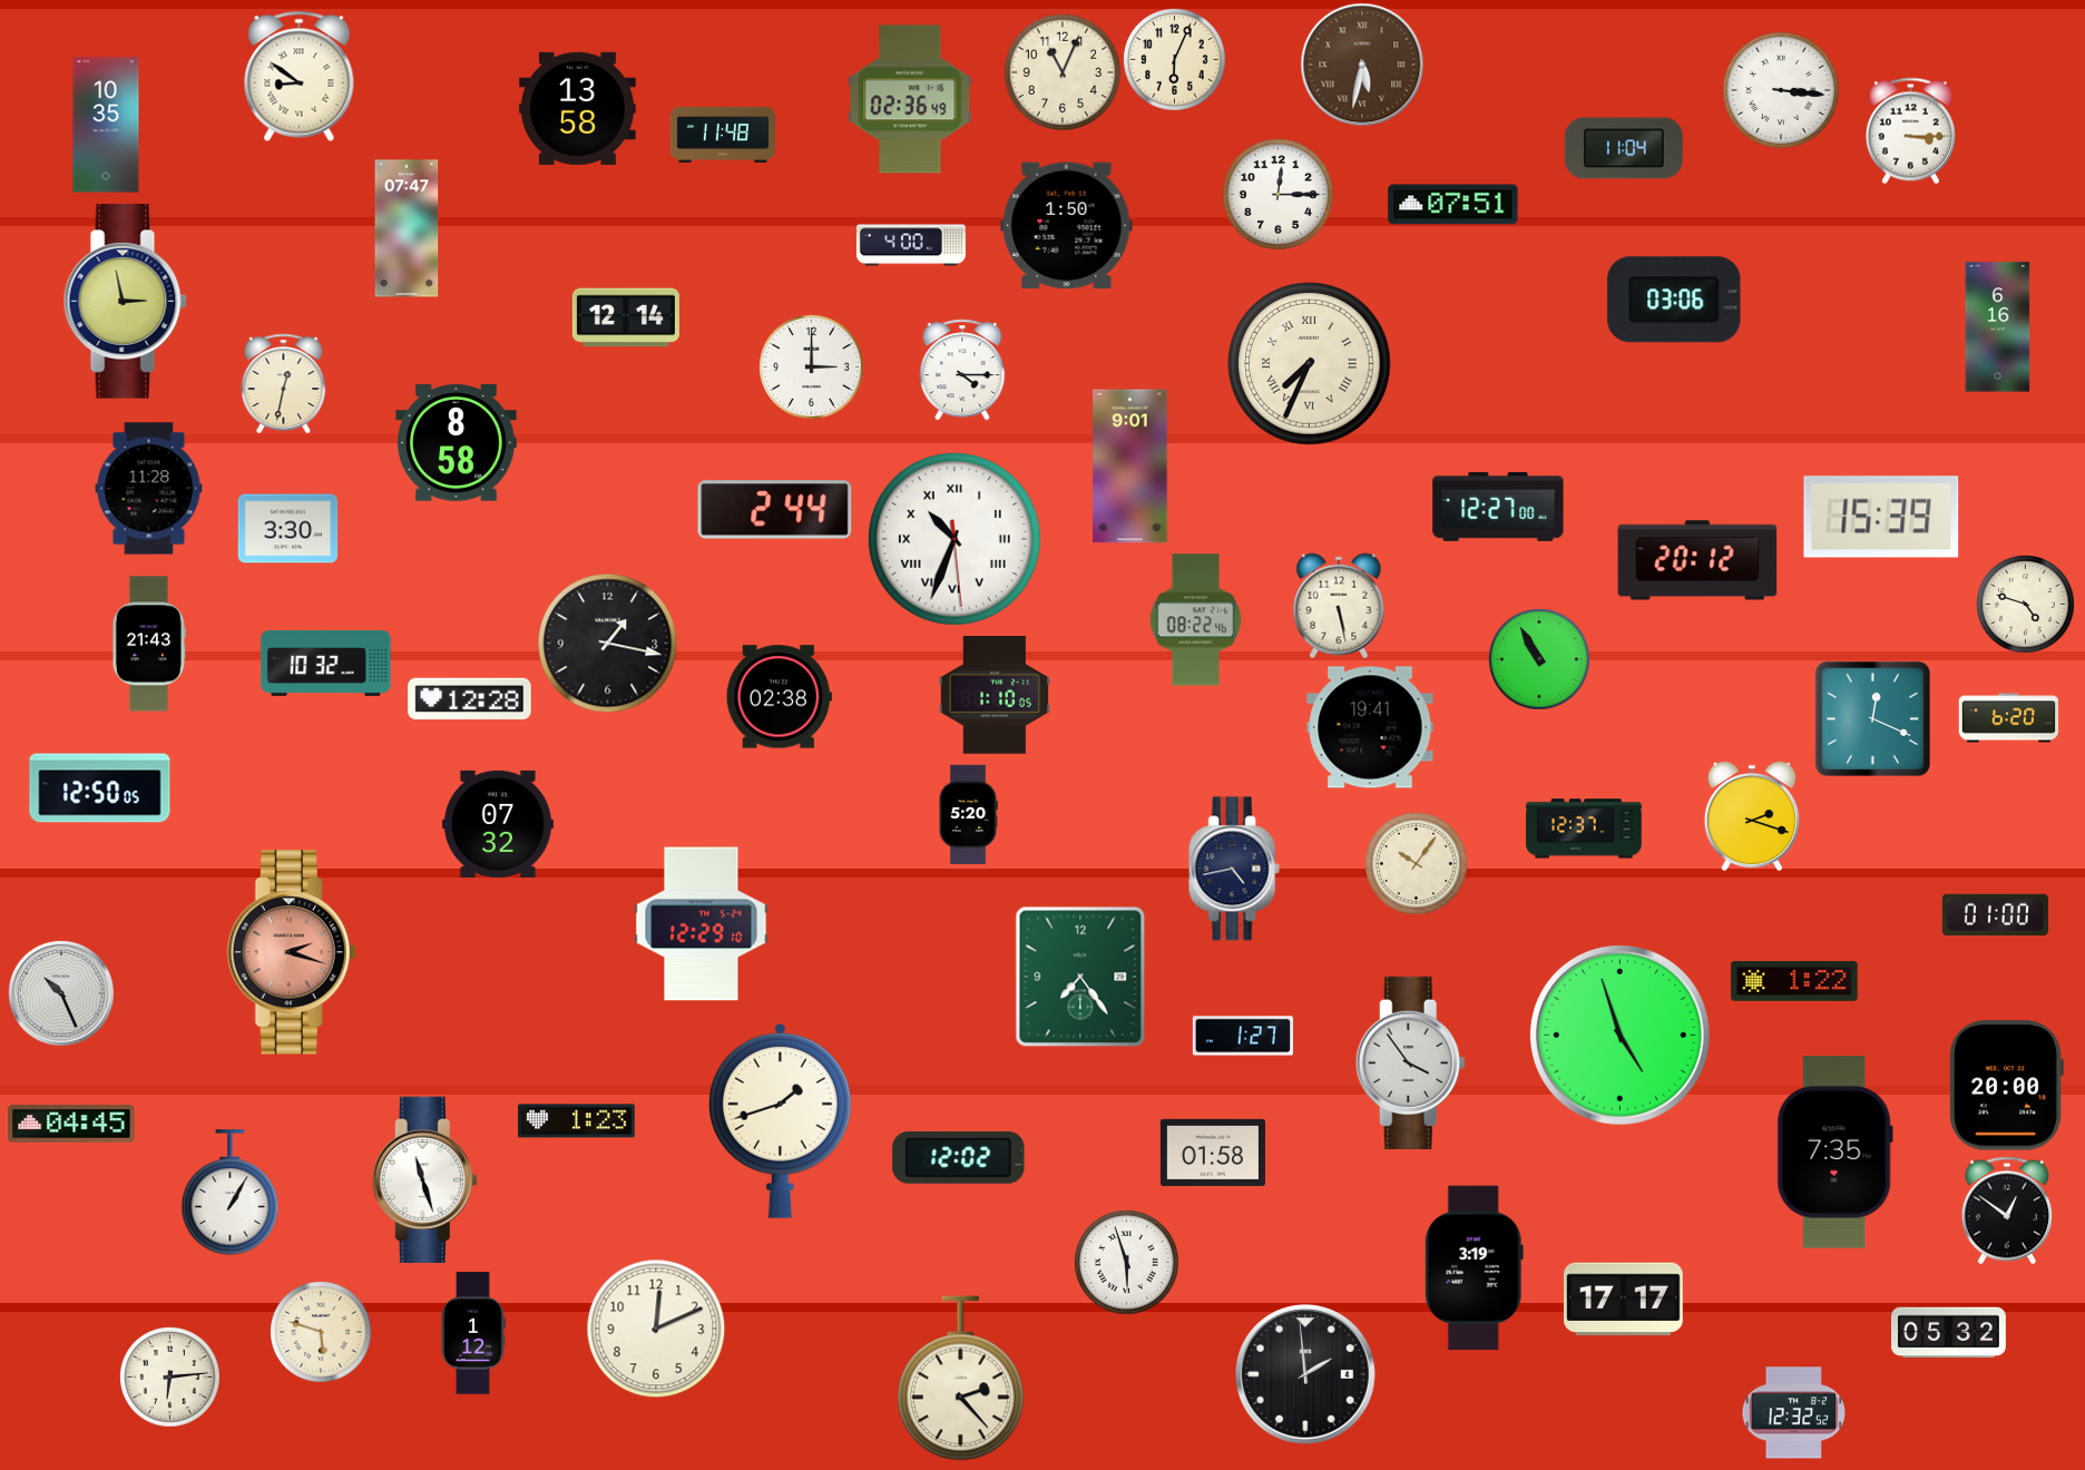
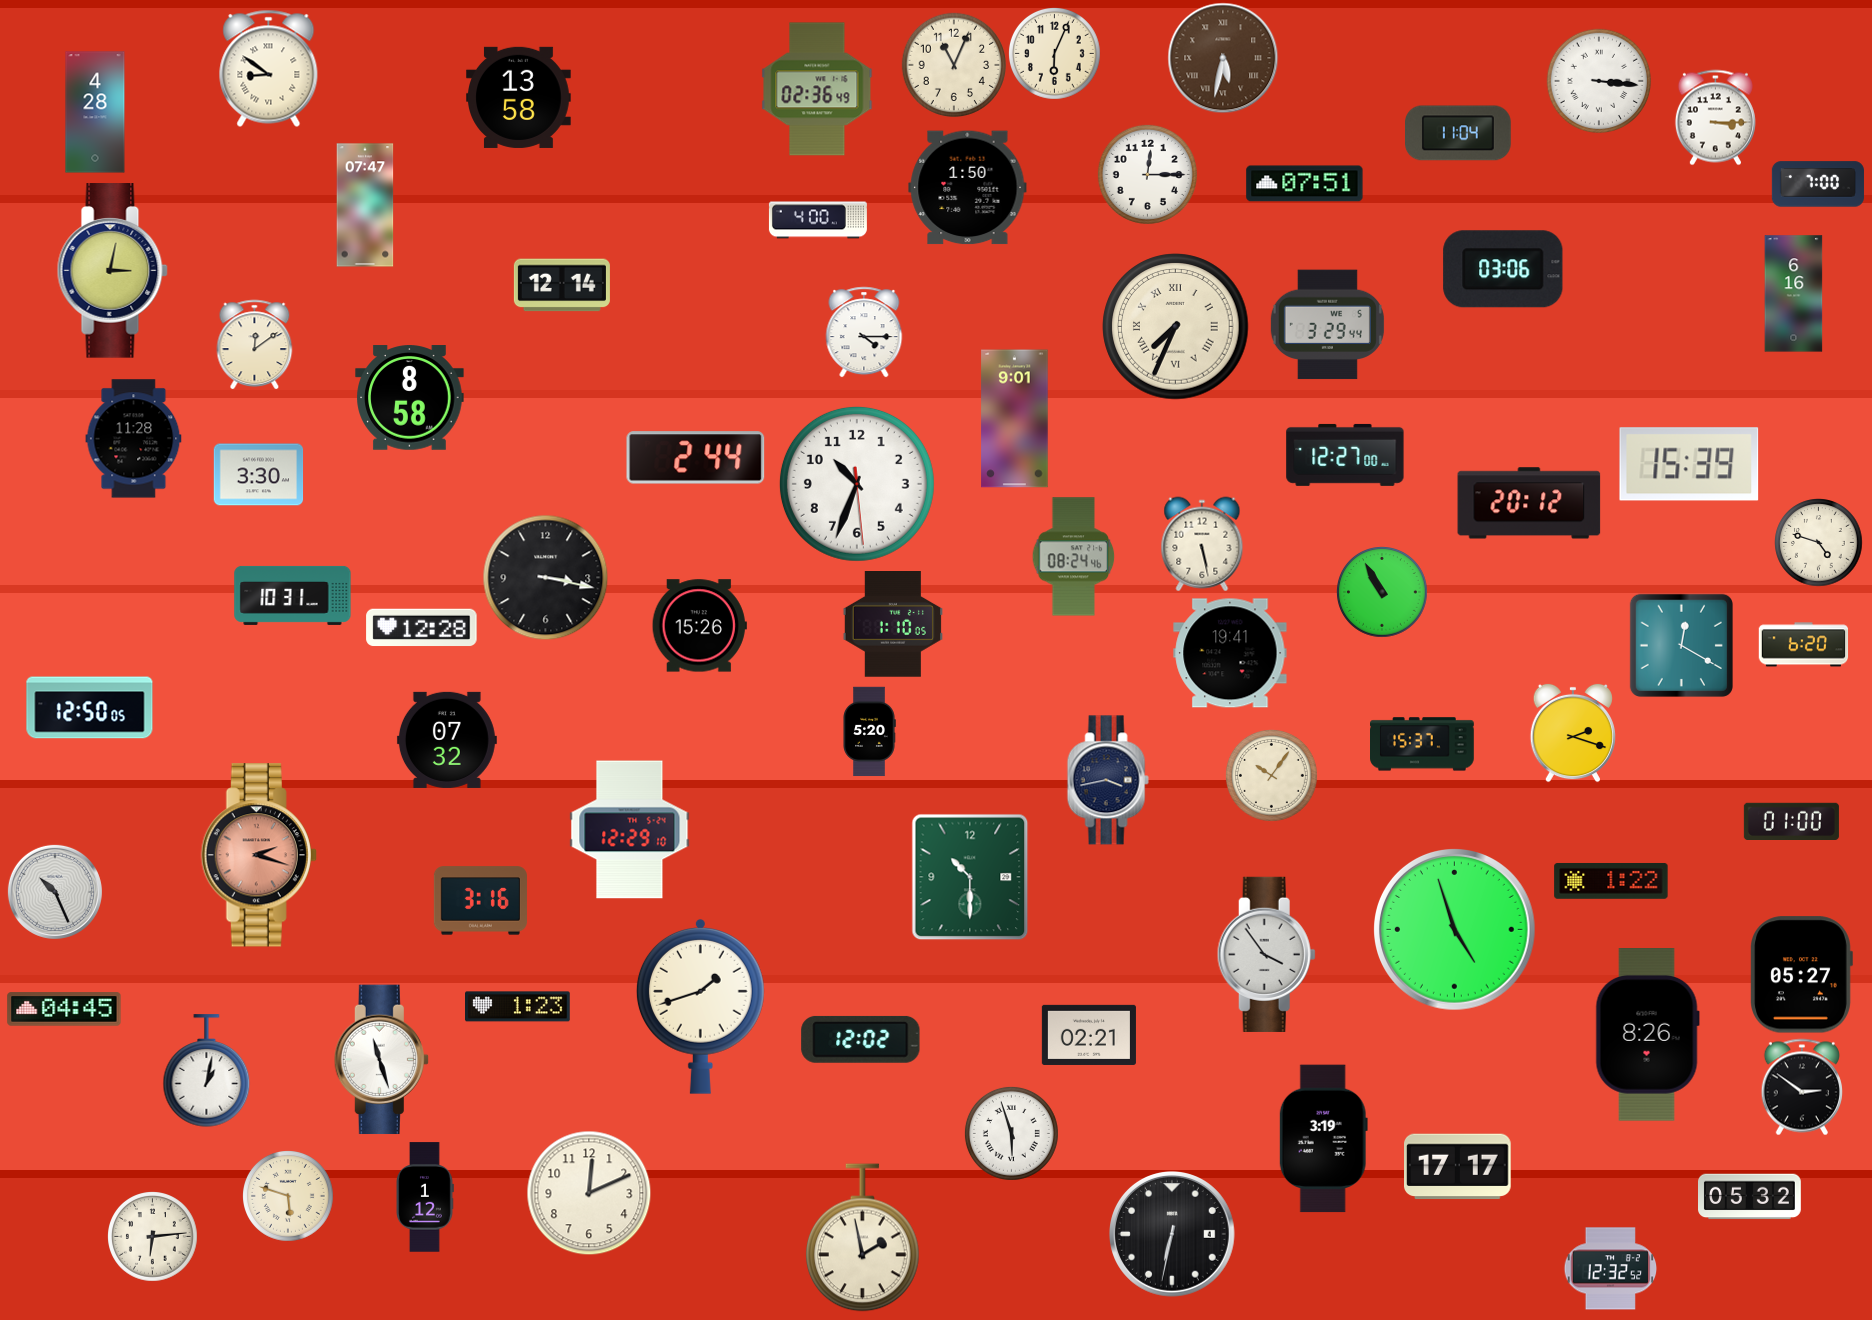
clock at (106, 125): 10:35 -> 4:28
clock at (723, 135): 11:48 -> none
clock at (1818, 184): none -> 7:00
clock at (1067, 226) position: (1067, 226) -> (968, 188)
clock at (125, 302): 2:58 -> 3:02
clock at (1327, 325): none -> 3:29
clock at (811, 366): 3:00 -> none
clock at (284, 383): 12:32 -> 12:09
clock at (955, 539) numerals: Roman -> Arabic
clock at (1697, 560) position: (1697, 560) -> (1529, 503)
clock at (1196, 620): 08:22 -> 08:24
clock at (607, 643): 1:17 -> 3:17
clock at (149, 644): 21:43 -> none
clock at (326, 663): 10:32 -> 10:31
clock at (779, 697): 02:38 -> 15:26
clock at (1872, 718): 12:19 -> 12:20
clock at (1585, 829): 12:37 -> 15:37
clock at (1234, 869): 4:43 -> 3:43
clock at (292, 952) position: (292, 952) -> (259, 855)
clock at (1080, 977): 7:24 -> 10:30
clock at (480, 901): none -> 3:16
clock at (1242, 1036): 1:27 -> none
clock at (2006, 1086): 20:00 -> 05:27
clock at (1213, 1153): 01:58 -> 02:21
clock at (1834, 1153): 7:35 -> 8:26
clock at (231, 1193): 1:05 -> 1:02
clock at (2007, 1211): 12:51 -> 2:51
clock at (1306, 1375): 1:59 -> 6:32
clock at (961, 1379): 2:23 -> 1:58
